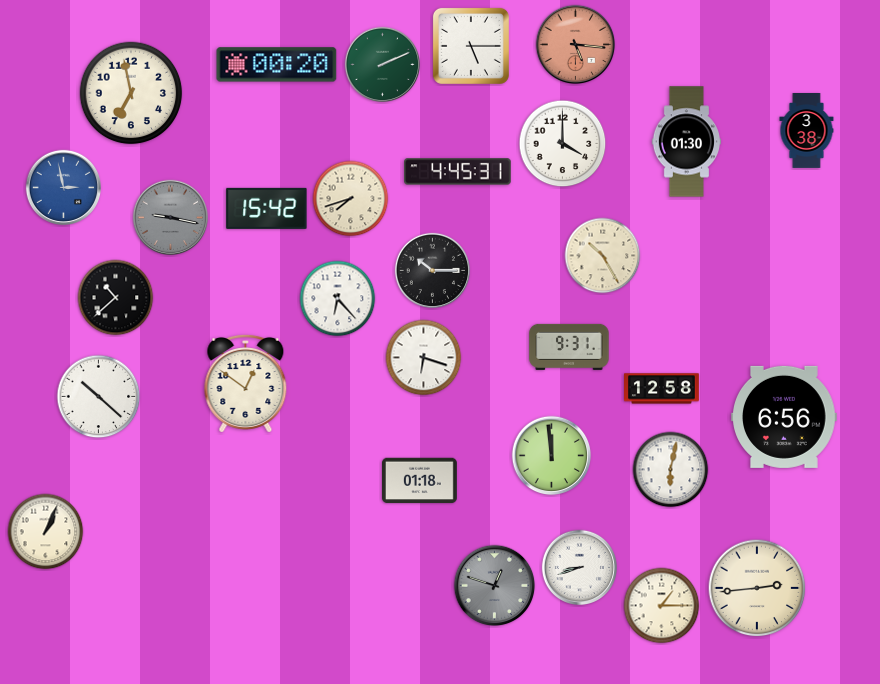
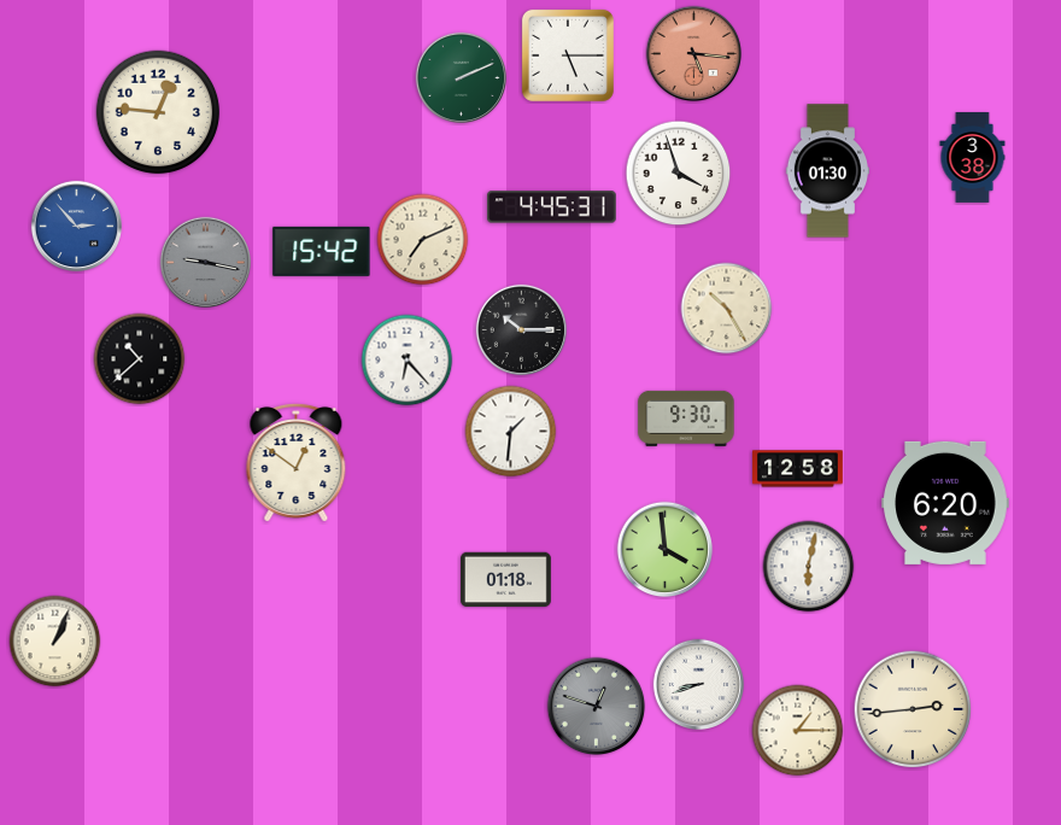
clock at (277, 65): 00:20 -> none
clock at (131, 93): 6:58 -> 12:46
clock at (563, 144): 4:00 -> 3:57
clock at (63, 187): 2:58 -> 2:53
clock at (351, 199): 7:42 -> 7:11
clock at (432, 270) position: (432, 270) -> (521, 329)
clock at (569, 347): 9:31 -> 9:30
clock at (424, 358): 6:18 -> 1:31
clock at (99, 397): 10:22 -> none
clock at (784, 417): 6:56 -> 6:20
clock at (552, 456): 11:59 -> 3:59
